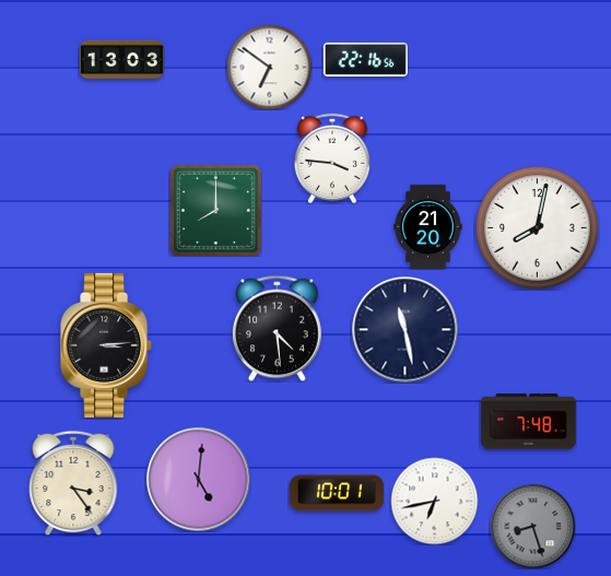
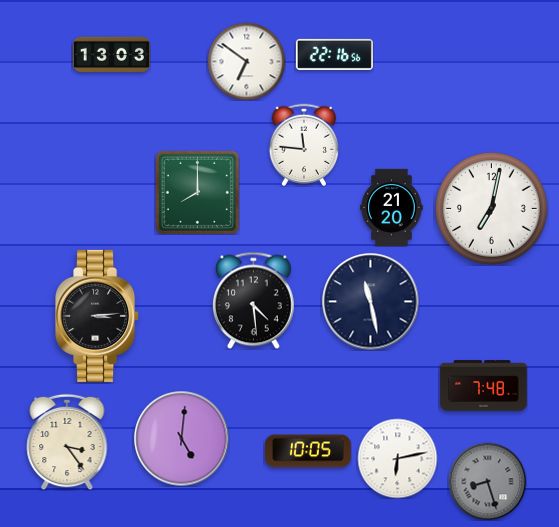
clock at (331, 158): 3:46 -> 11:46
clock at (538, 228): 8:02 -> 7:02
clock at (337, 493): 10:01 -> 10:05
clock at (434, 501): 6:43 -> 6:13
